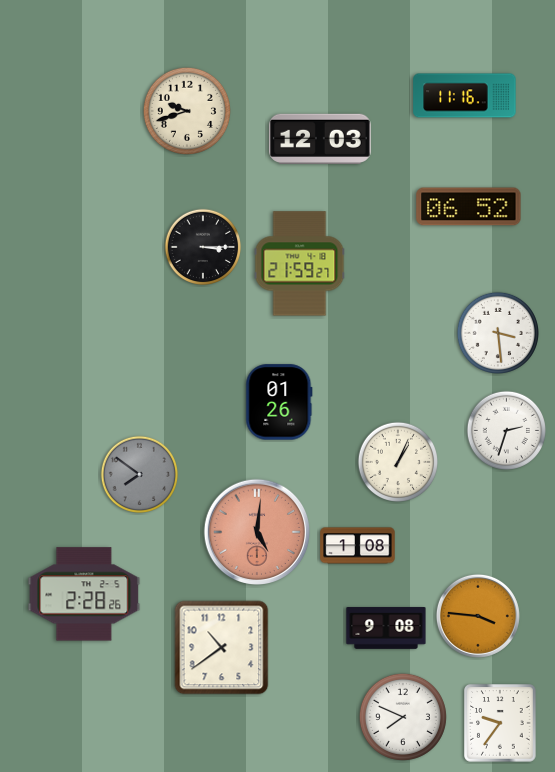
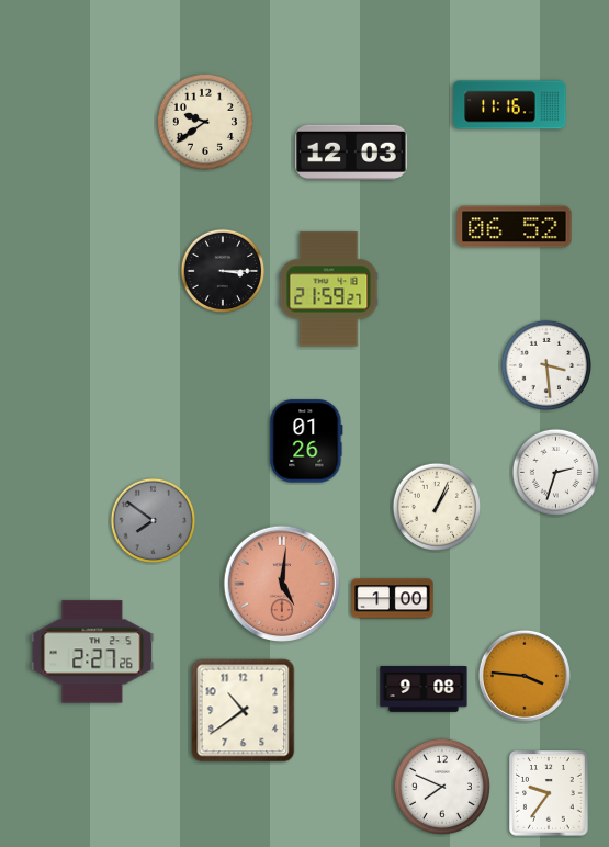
clock at (187, 111): 9:42 -> 9:39
clock at (358, 546): 1:08 -> 1:00
clock at (84, 594): 2:28 -> 2:27
